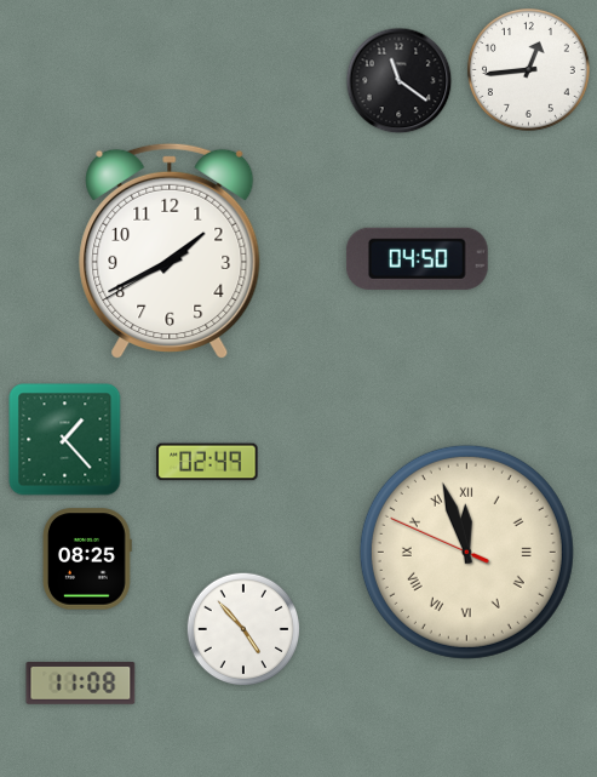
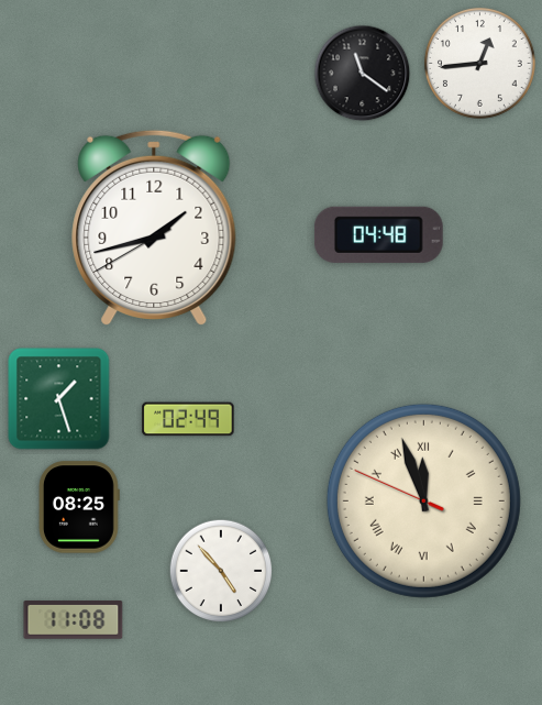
clock at (170, 250): 1:40 -> 1:42
clock at (417, 258): 04:50 -> 04:48
clock at (65, 440): 1:23 -> 1:27
